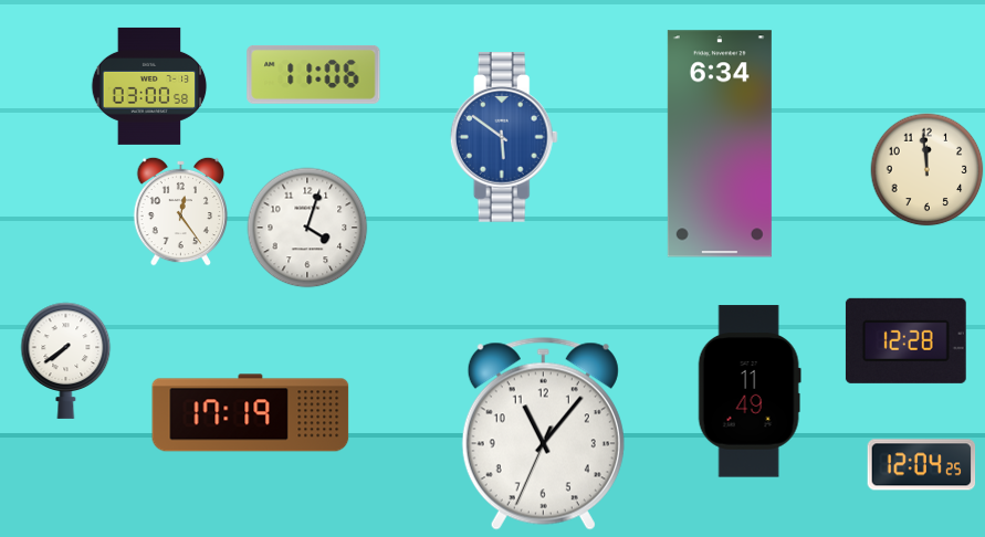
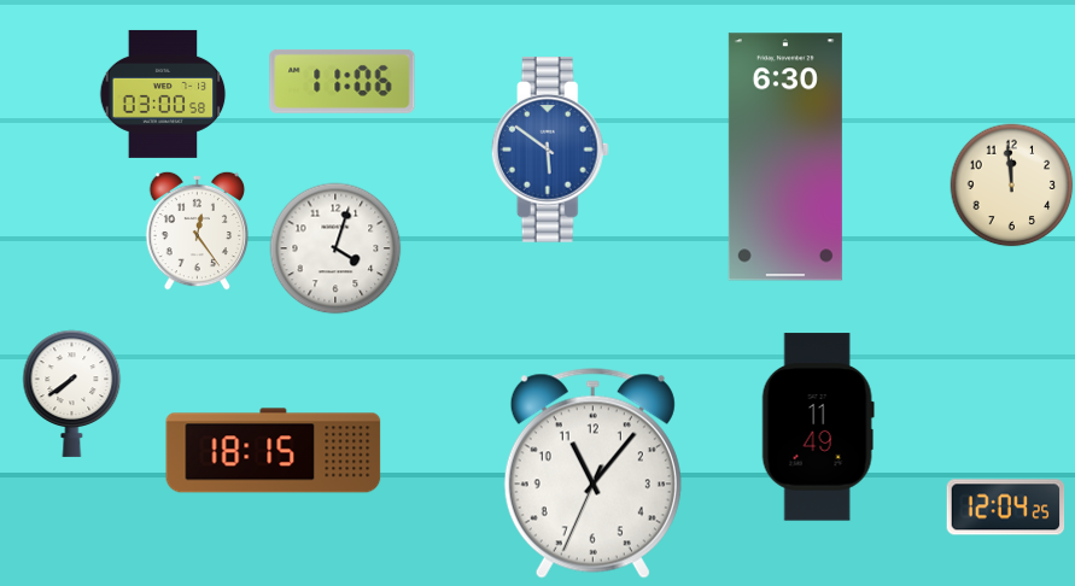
clock at (720, 144): 6:34 -> 6:30
clock at (905, 340): 12:28 -> none
clock at (251, 413): 17:19 -> 18:15
